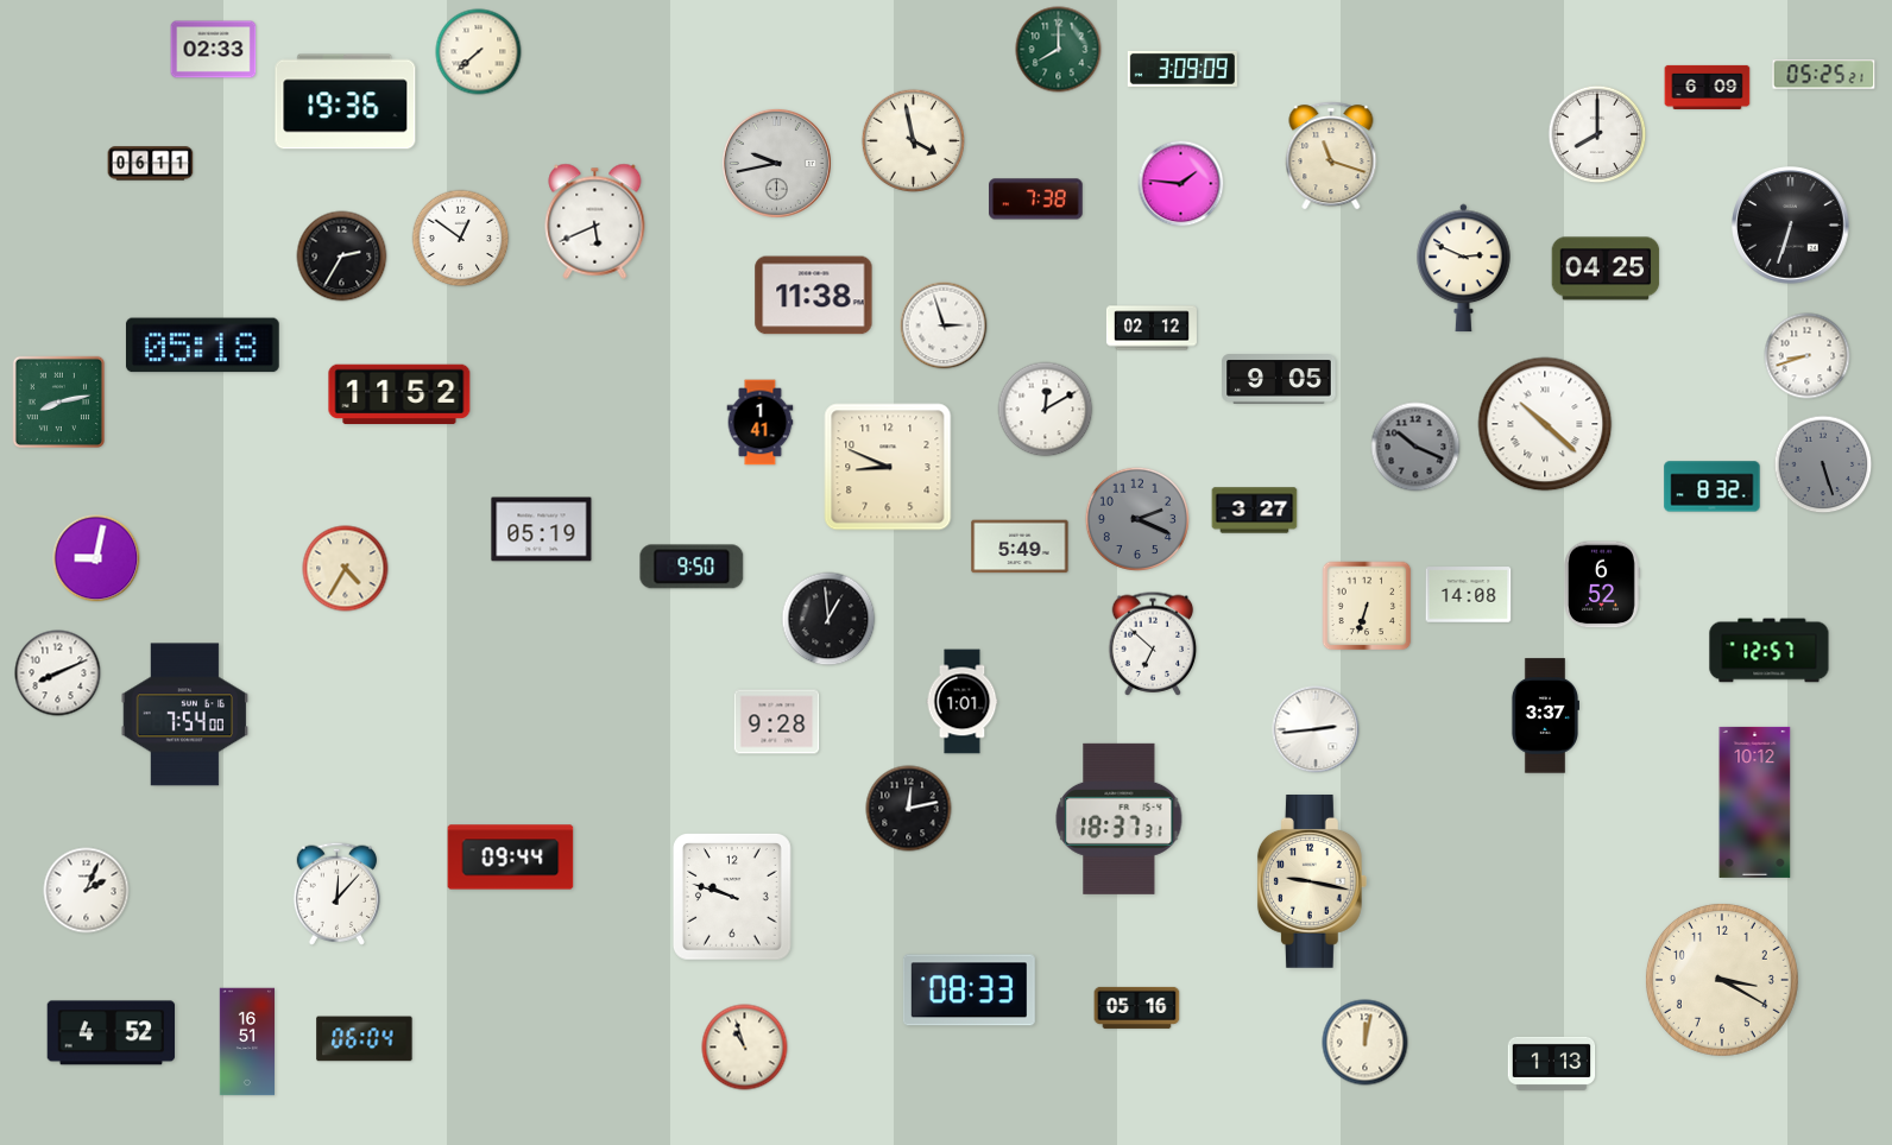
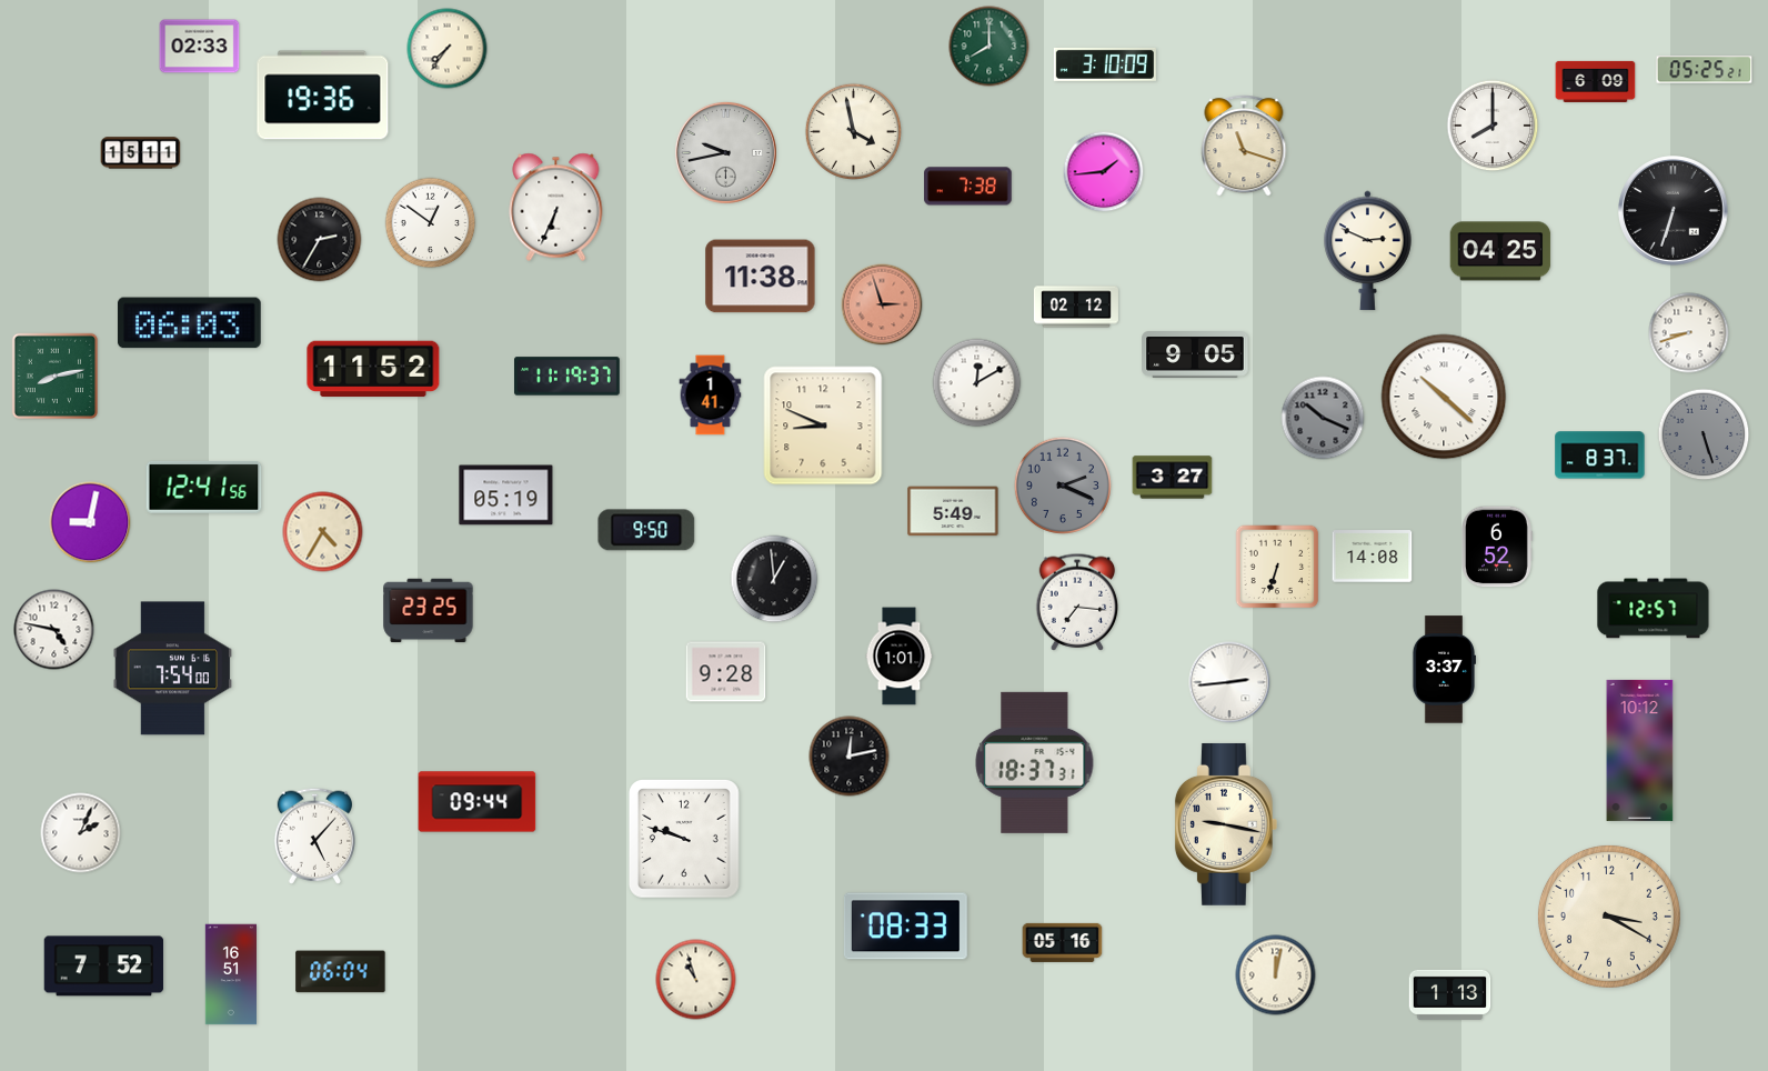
clock at (479, 52): 7:38 -> 7:36
clock at (1182, 69): 3:09 -> 3:10
clock at (151, 164): 06:11 -> 15:11
clock at (1181, 184): 1:46 -> 1:44
clock at (595, 221): 5:41 -> 6:34
clock at (944, 325) dial: white -> salmon
clock at (202, 346): 05:18 -> 06:03
clock at (567, 377): none -> 11:19
clock at (888, 467) position: (888, 467) -> (823, 426)
clock at (1713, 487): 8:32 -> 8:37
clock at (204, 488): none -> 12:41
clock at (1153, 644): 6:52 -> 7:16
clock at (429, 611): none -> 23:25
clock at (58, 673): 8:11 -> 4:47
clock at (777, 722) position: (777, 722) -> (726, 672)
clock at (1120, 818) position: (1120, 818) -> (1035, 762)
clock at (336, 893): 12:07 -> 5:07
clock at (112, 1033): 4:52 -> 7:52
